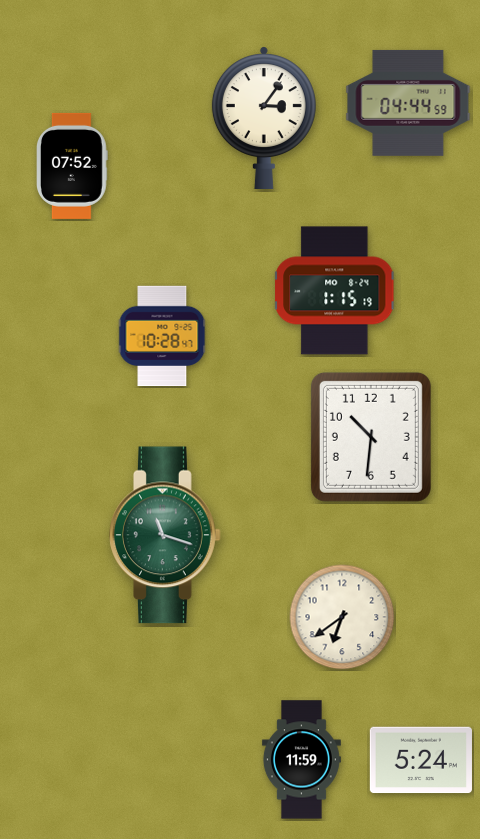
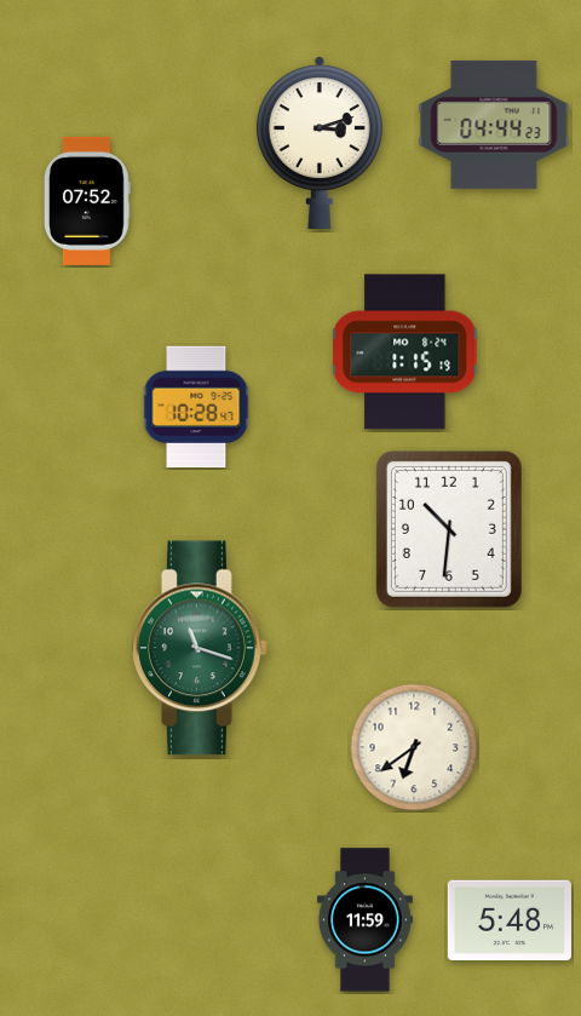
clock at (408, 103): 04:44:59 -> 04:44:23
clock at (264, 117): 3:06 -> 3:12
clock at (421, 760): 5:24 -> 5:48
